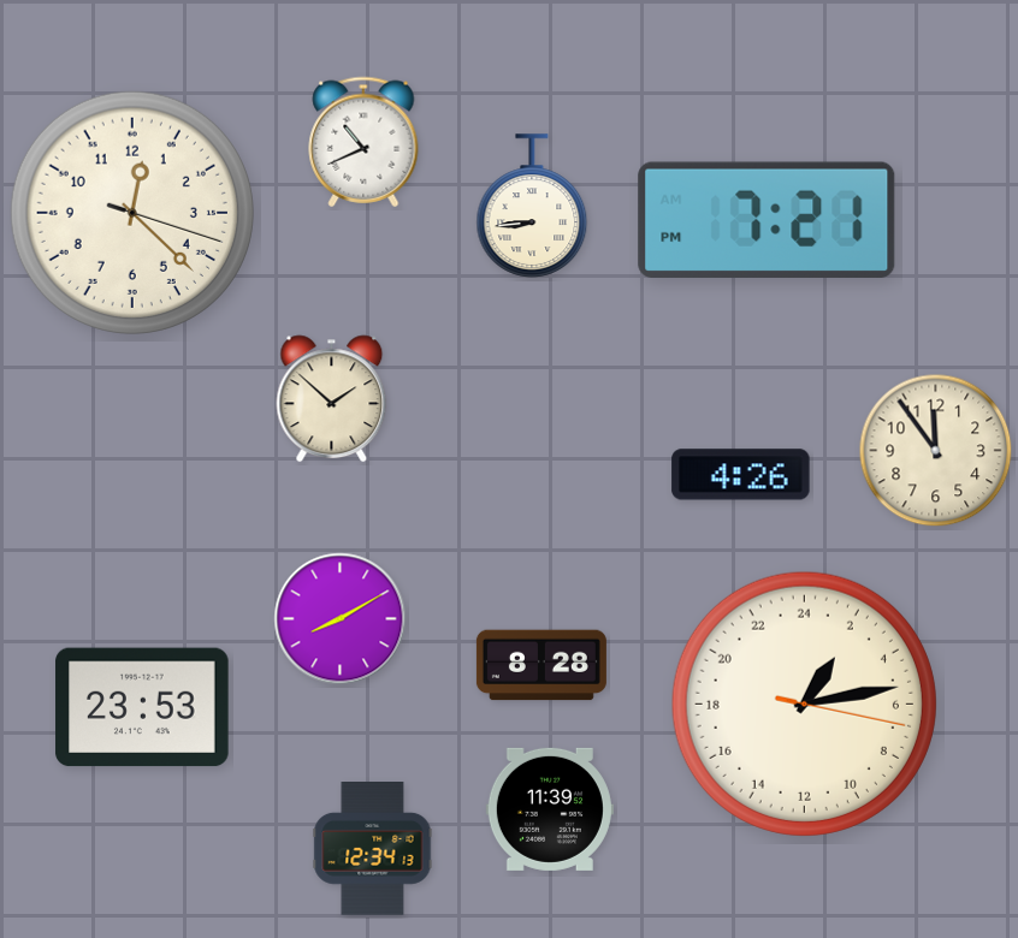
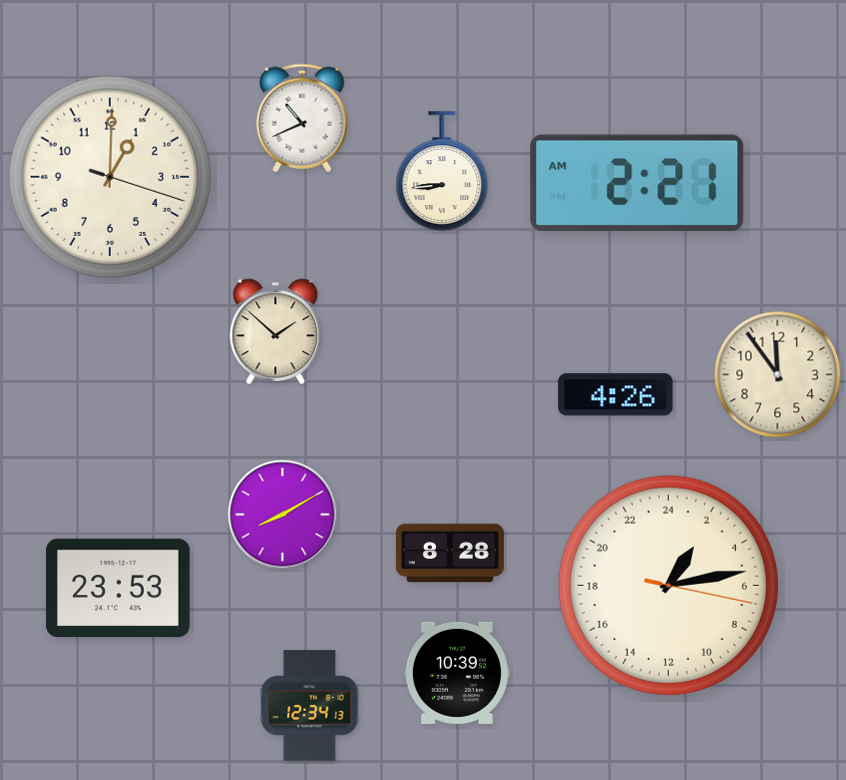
clock at (132, 213): 12:22 -> 1:00
clock at (767, 220): 7:21 -> 2:21
clock at (550, 809): 11:39 -> 10:39
